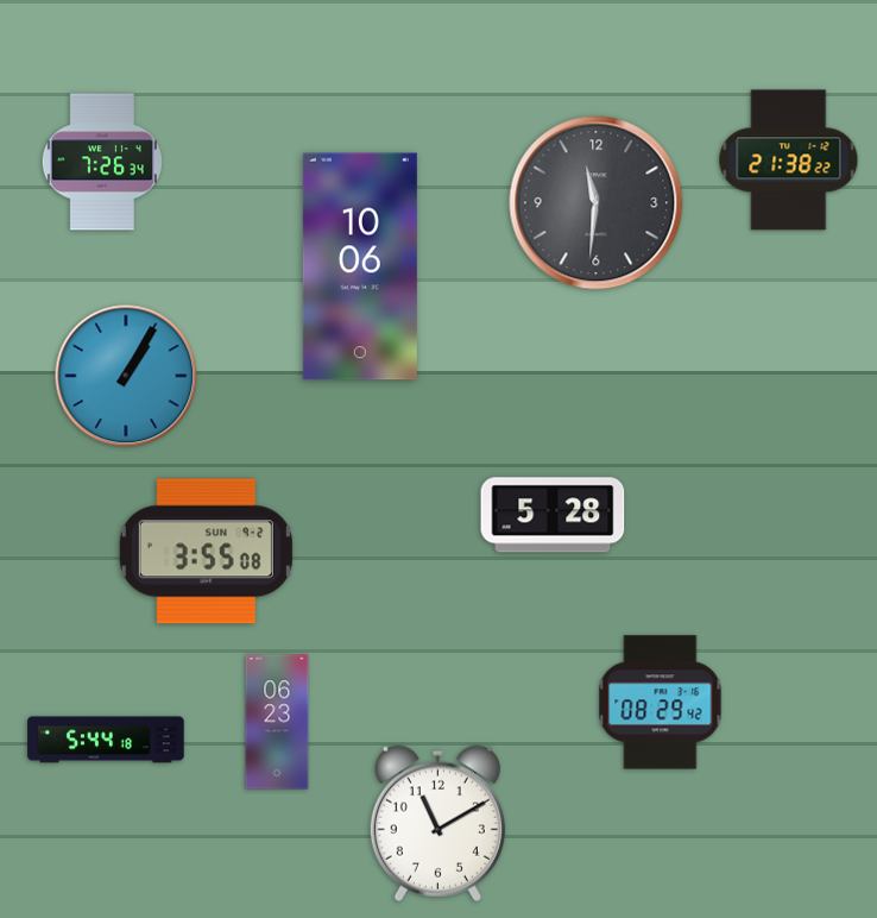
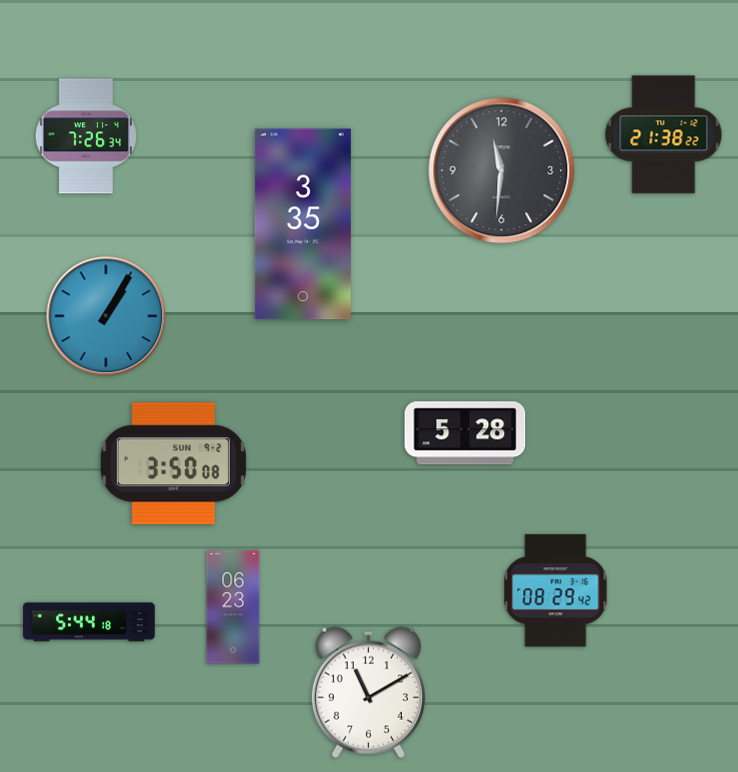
clock at (360, 266): 10:06 -> 3:35
clock at (206, 552): 3:55 -> 3:50
